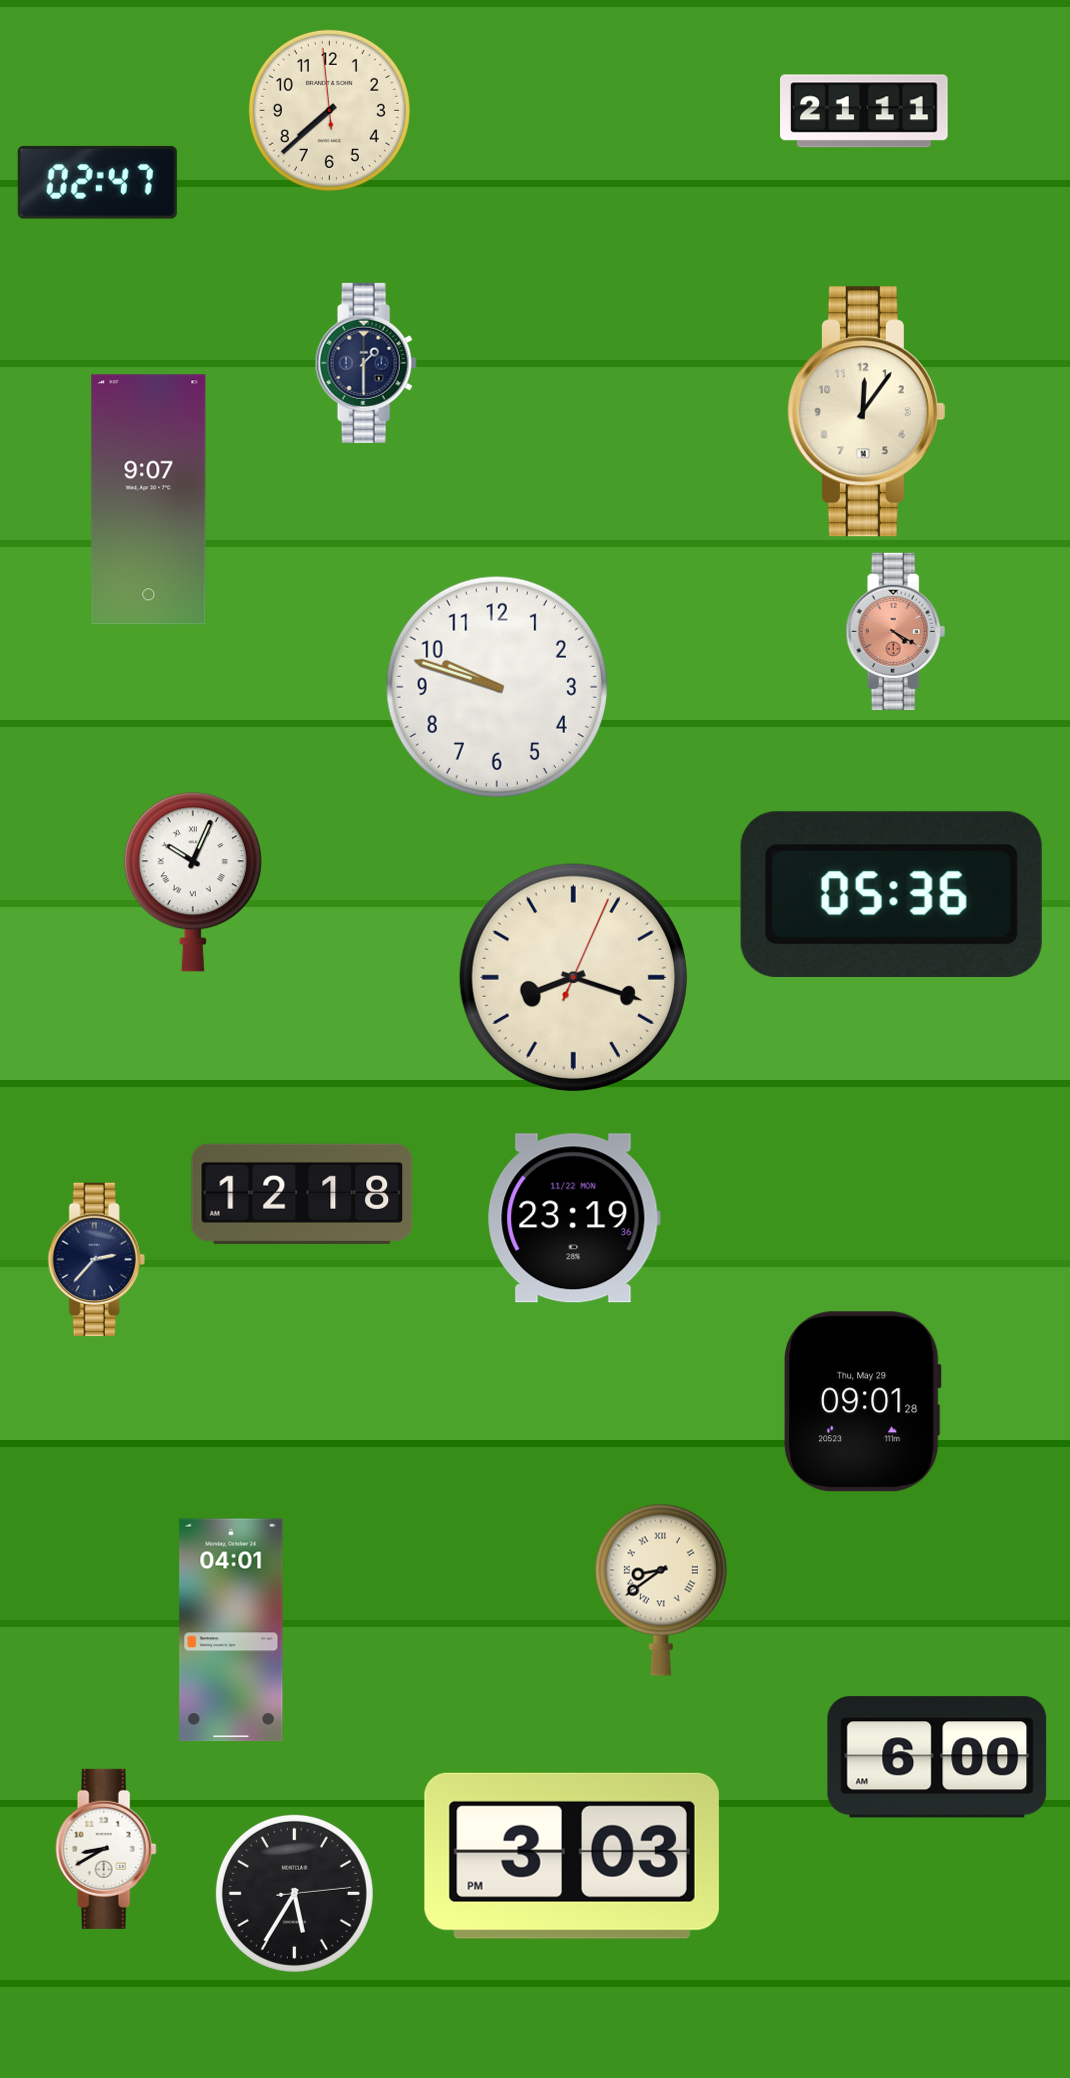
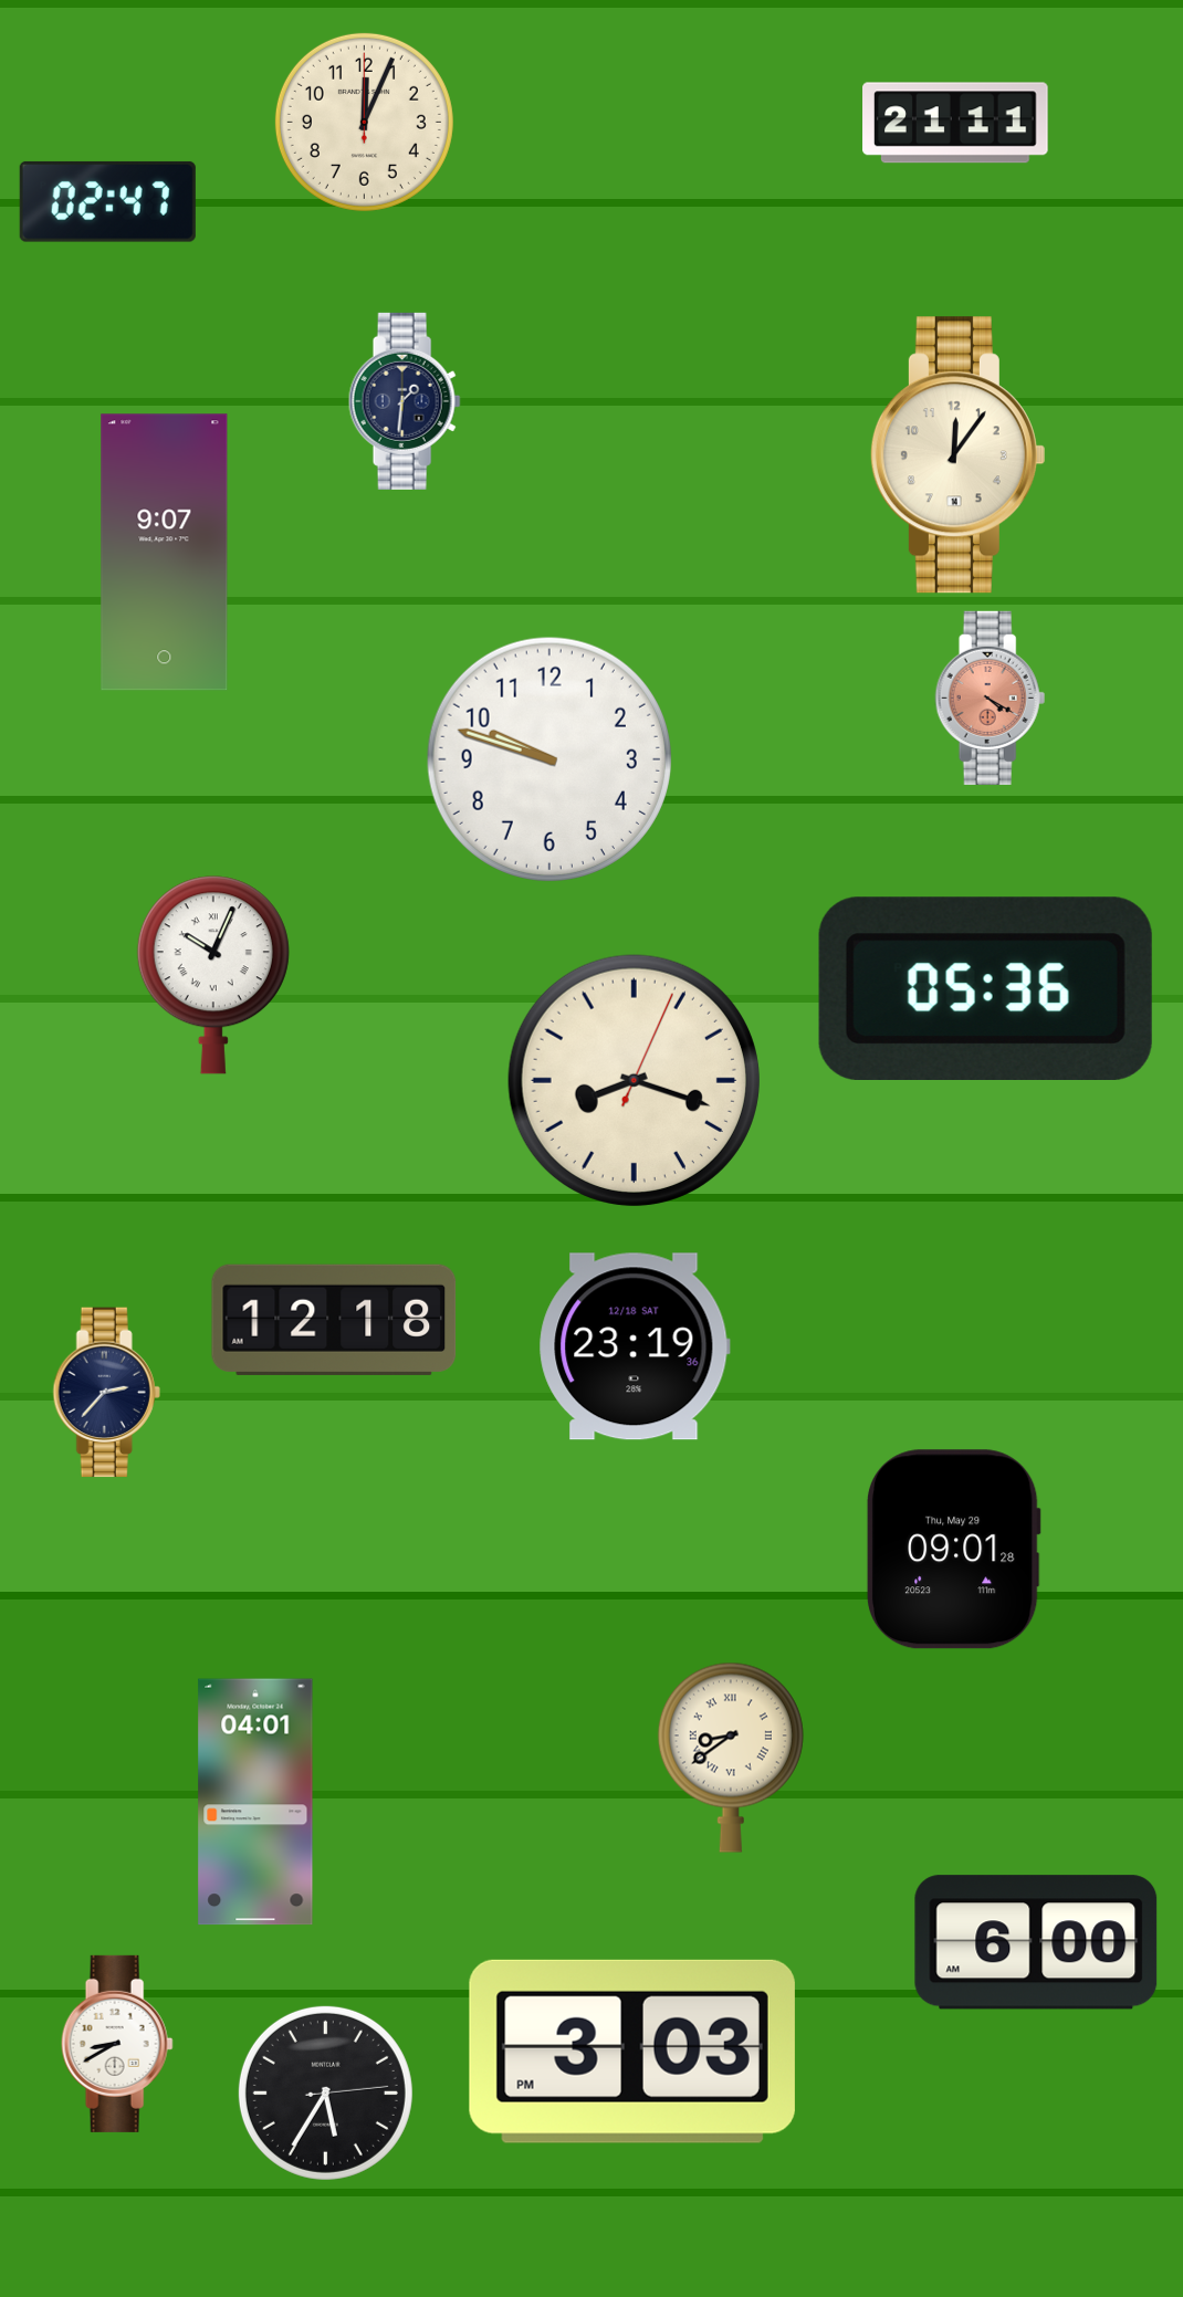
clock at (329, 110): 7:37 -> 12:04
clock at (366, 363): 1:30 -> 1:31
clock at (574, 1218) date: 11/22 MON -> 12/18 SAT
